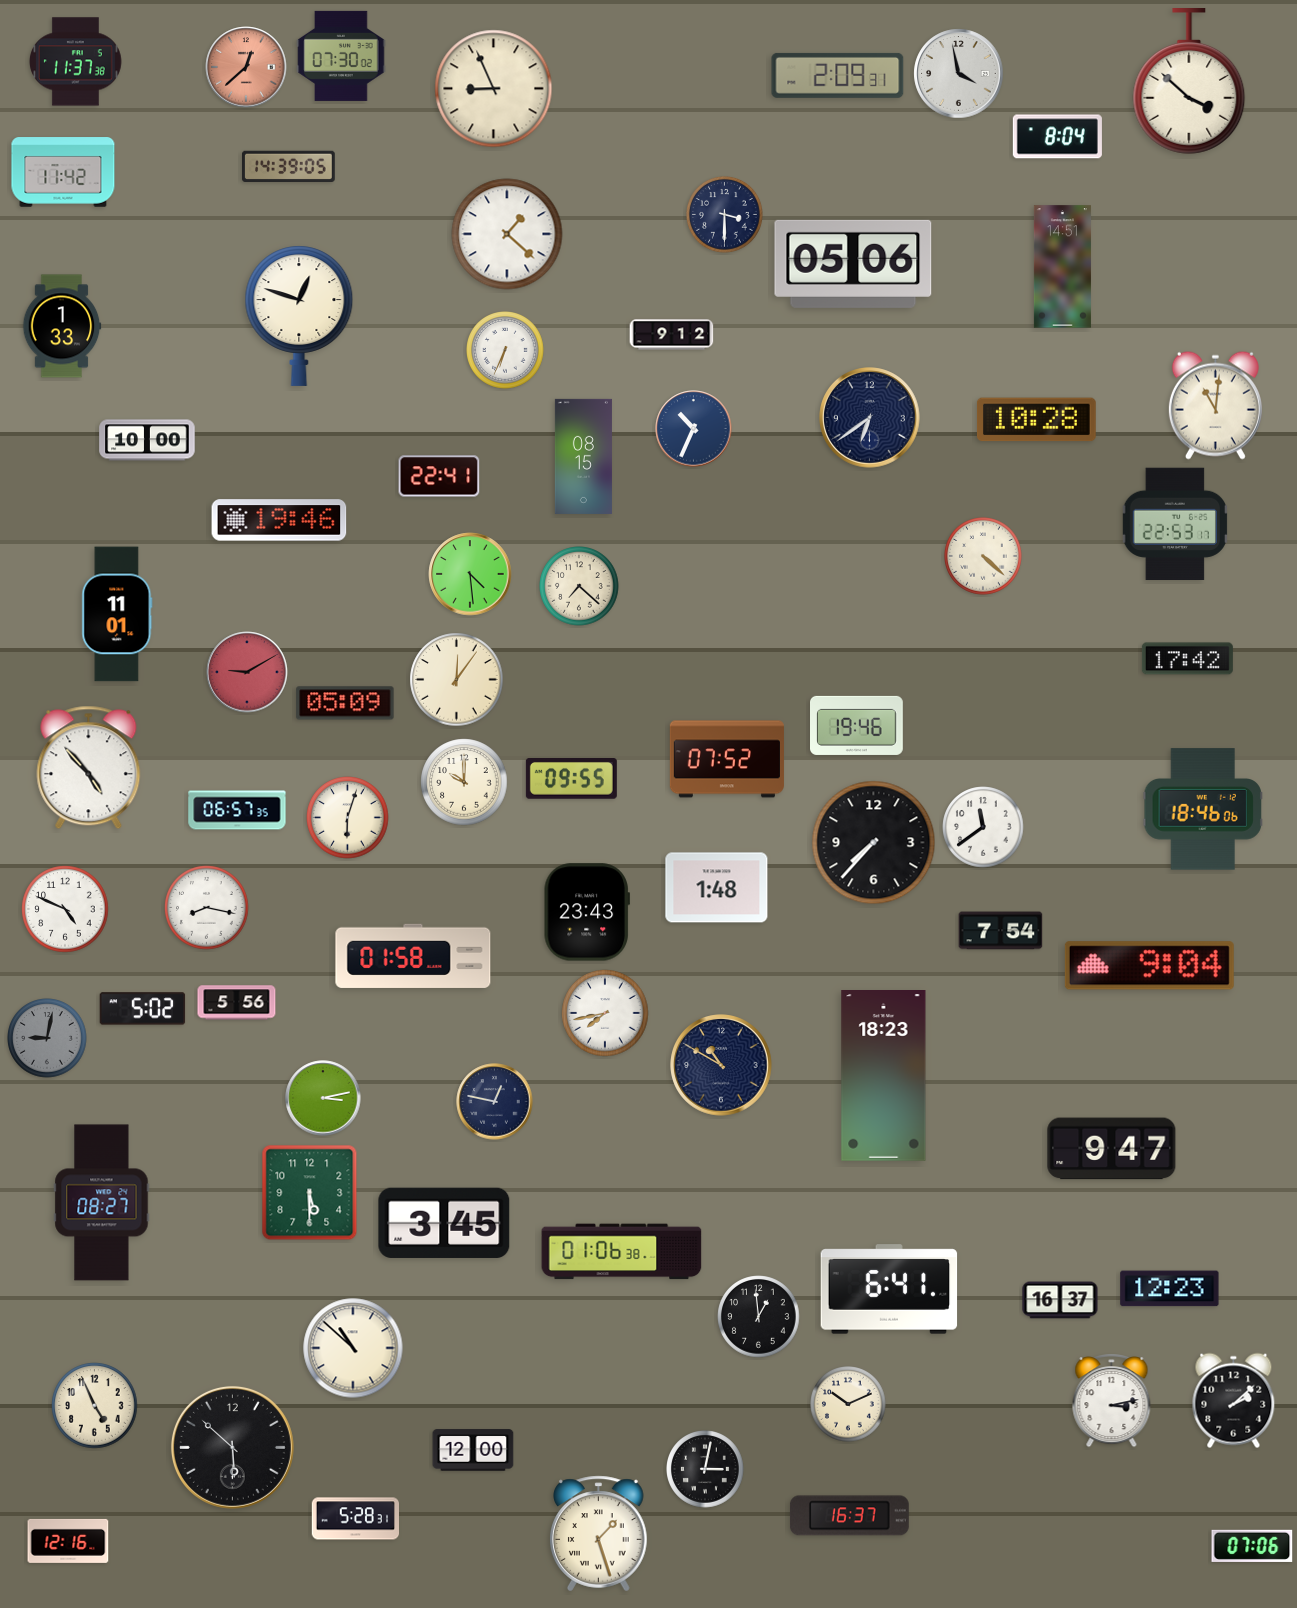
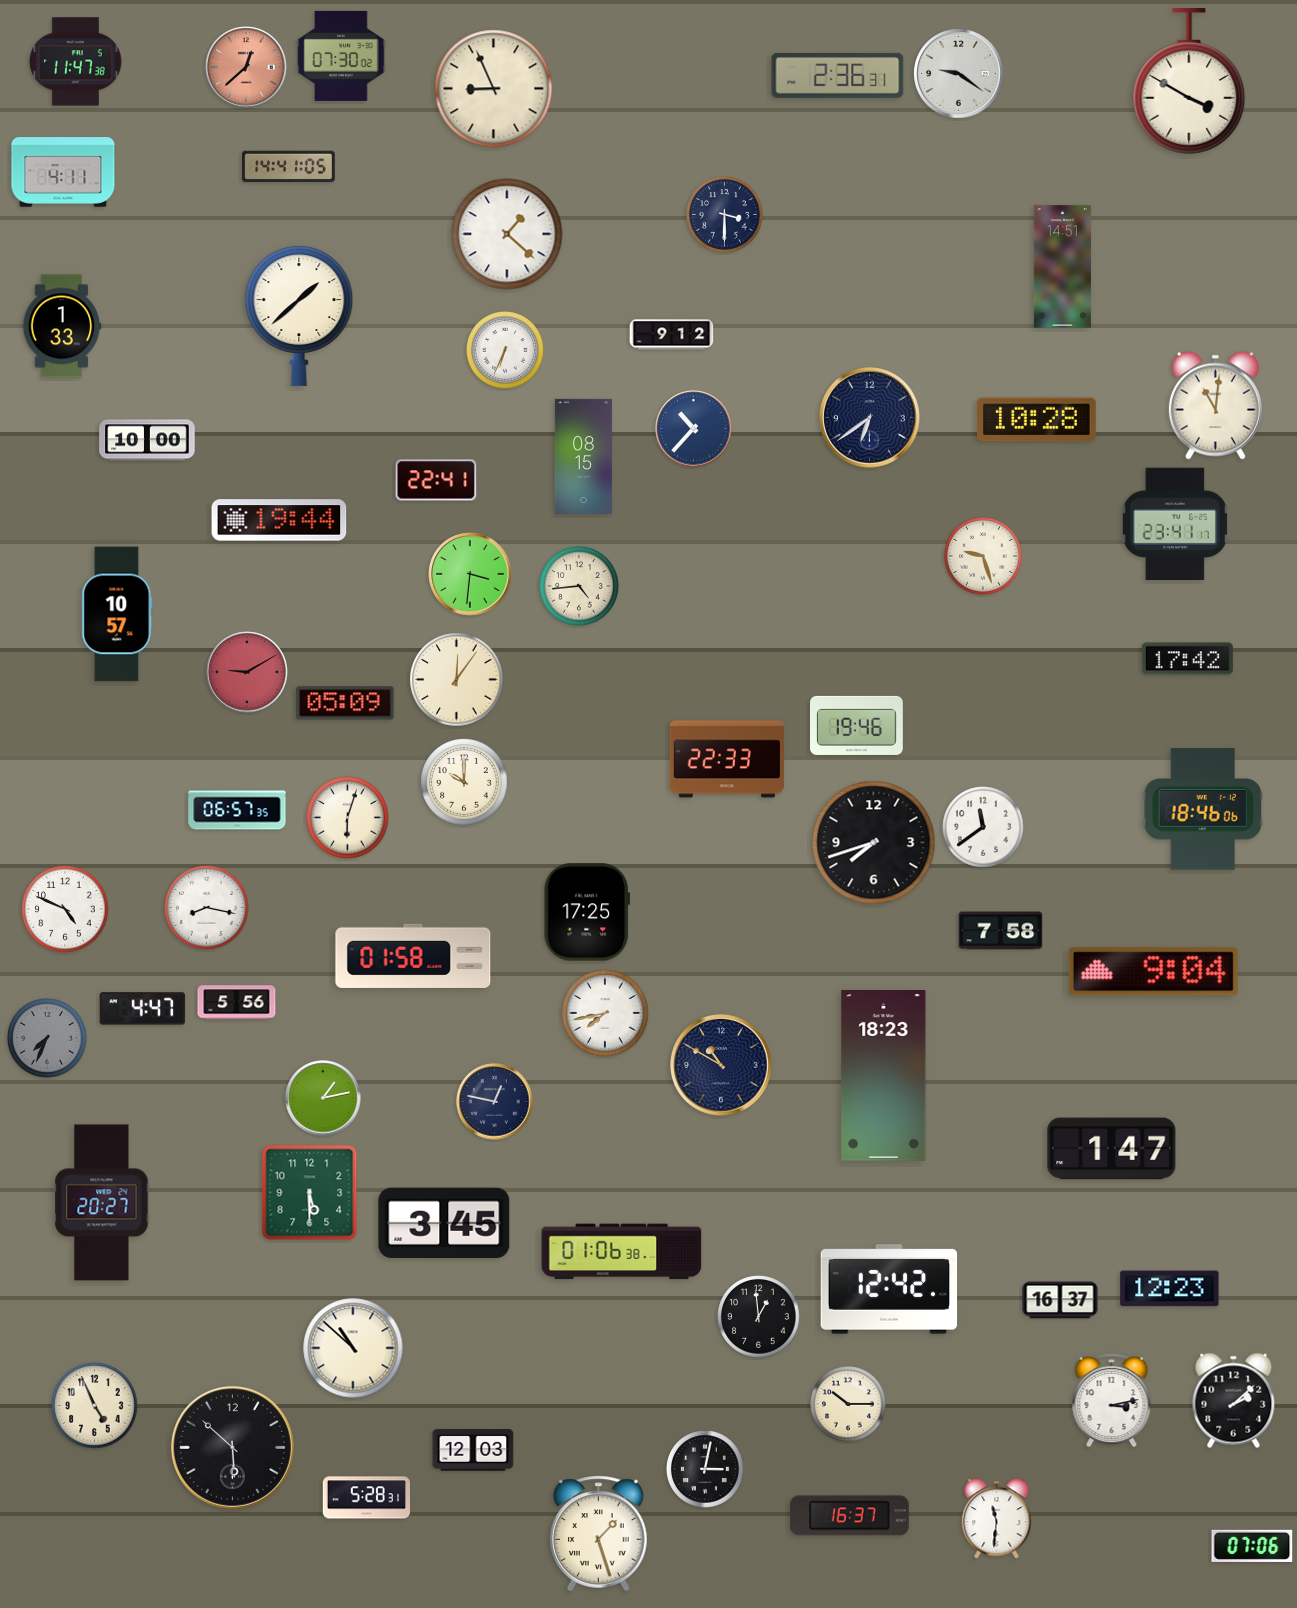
clock at (75, 62): 11:37 -> 11:47
clock at (959, 74): 3:58 -> 9:21
clock at (838, 75): 2:09 -> 2:36
clock at (1189, 82): 3:52 -> 3:50
clock at (1057, 137): 8:04 -> none
clock at (289, 167): 14:39 -> 14:41
clock at (63, 172): 11:42 -> 4:11
clock at (853, 264): 05:06 -> none
clock at (299, 316): 12:48 -> 1:38
clock at (694, 429): 10:34 -> 10:37
clock at (439, 476) position: (439, 476) -> (436, 480)
clock at (279, 520): 19:46 -> 19:44
clock at (1174, 523): 22:53 -> 23:41
clock at (984, 557): 4:22 -> 9:27
clock at (470, 574): 4:29 -> 3:31
clock at (579, 586): 7:22 -> 4:44
clock at (117, 614): 11:01 -> 10:57
clock at (727, 759): 07:52 -> 22:33
clock at (89, 768): 4:53 -> none
clock at (571, 779): 09:55 -> none
clock at (874, 843): 7:37 -> 7:42
clock at (717, 888): 1:48 -> none
clock at (587, 912): 23:43 -> 17:25
clock at (1001, 931): 7:54 -> 7:58
clock at (1149, 966) position: (1149, 966) -> (1153, 972)
clock at (143, 1009): 5:02 -> 4:47
clock at (47, 1038): 9:02 -> 7:34
clock at (323, 1098): 3:13 -> 1:13
clock at (1112, 1149): 9:47 -> 1:47
clock at (102, 1203): 08:27 -> 20:27
clock at (889, 1289): 6:41 -> 12:42
clock at (849, 1405): 10:11 -> 10:15
clock at (473, 1450): 12:00 -> 12:03
clock at (356, 1519) position: (356, 1519) -> (367, 1498)
clock at (997, 1519): none -> 11:31
clock at (68, 1541): 12:16 -> none
